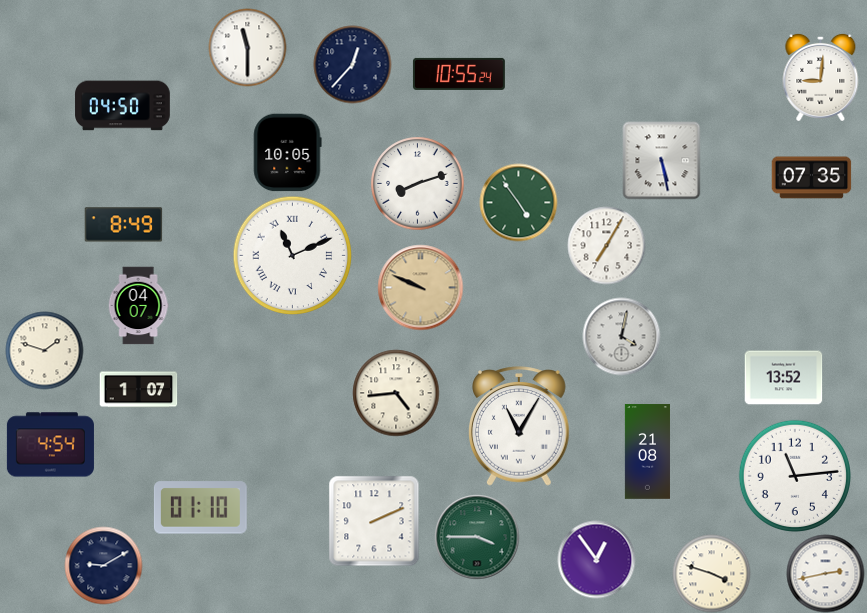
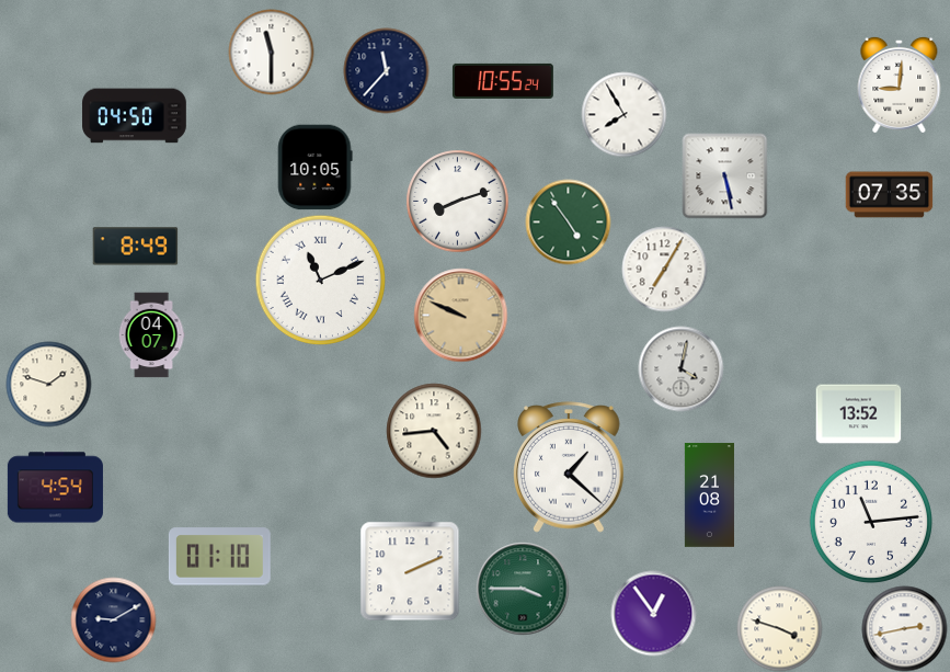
clock at (352, 64): 12:37 -> 11:37
clock at (623, 114): none -> 7:55
clock at (138, 390): 1:07 -> none
clock at (520, 426): 11:05 -> 1:22
